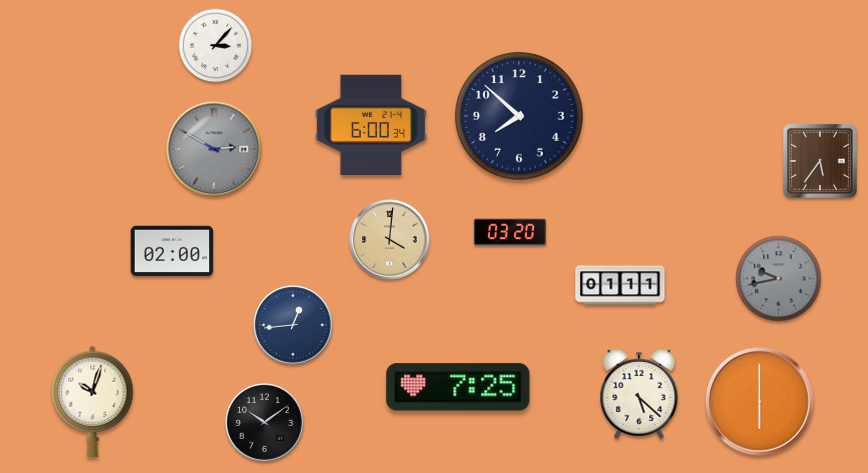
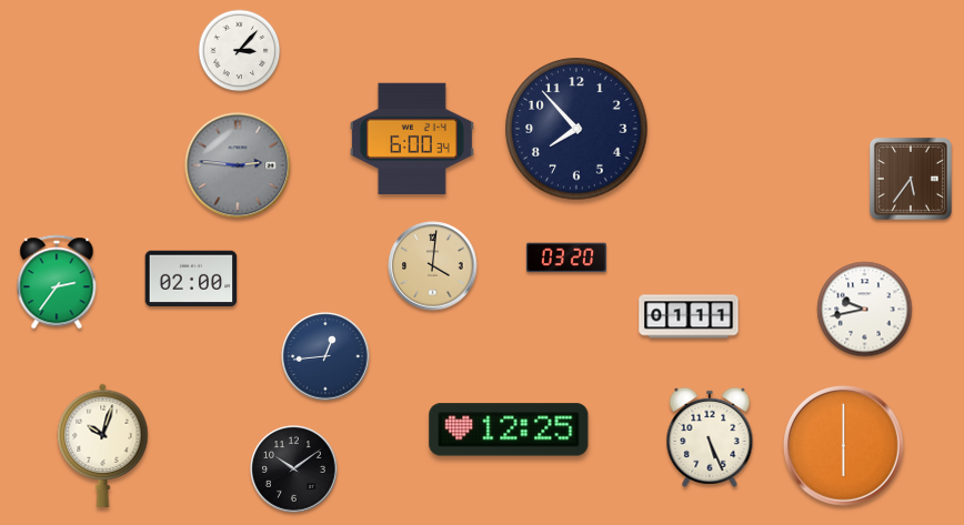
clock at (519, 116): 7:52 -> 7:53
clock at (214, 149): 2:50 -> 2:46
clock at (57, 282): none -> 2:36
clock at (779, 279) dial: grey -> white
clock at (293, 325) position: (293, 325) -> (325, 356)
clock at (458, 387): 7:25 -> 12:25
clock at (639, 394): 5:22 -> 5:26
